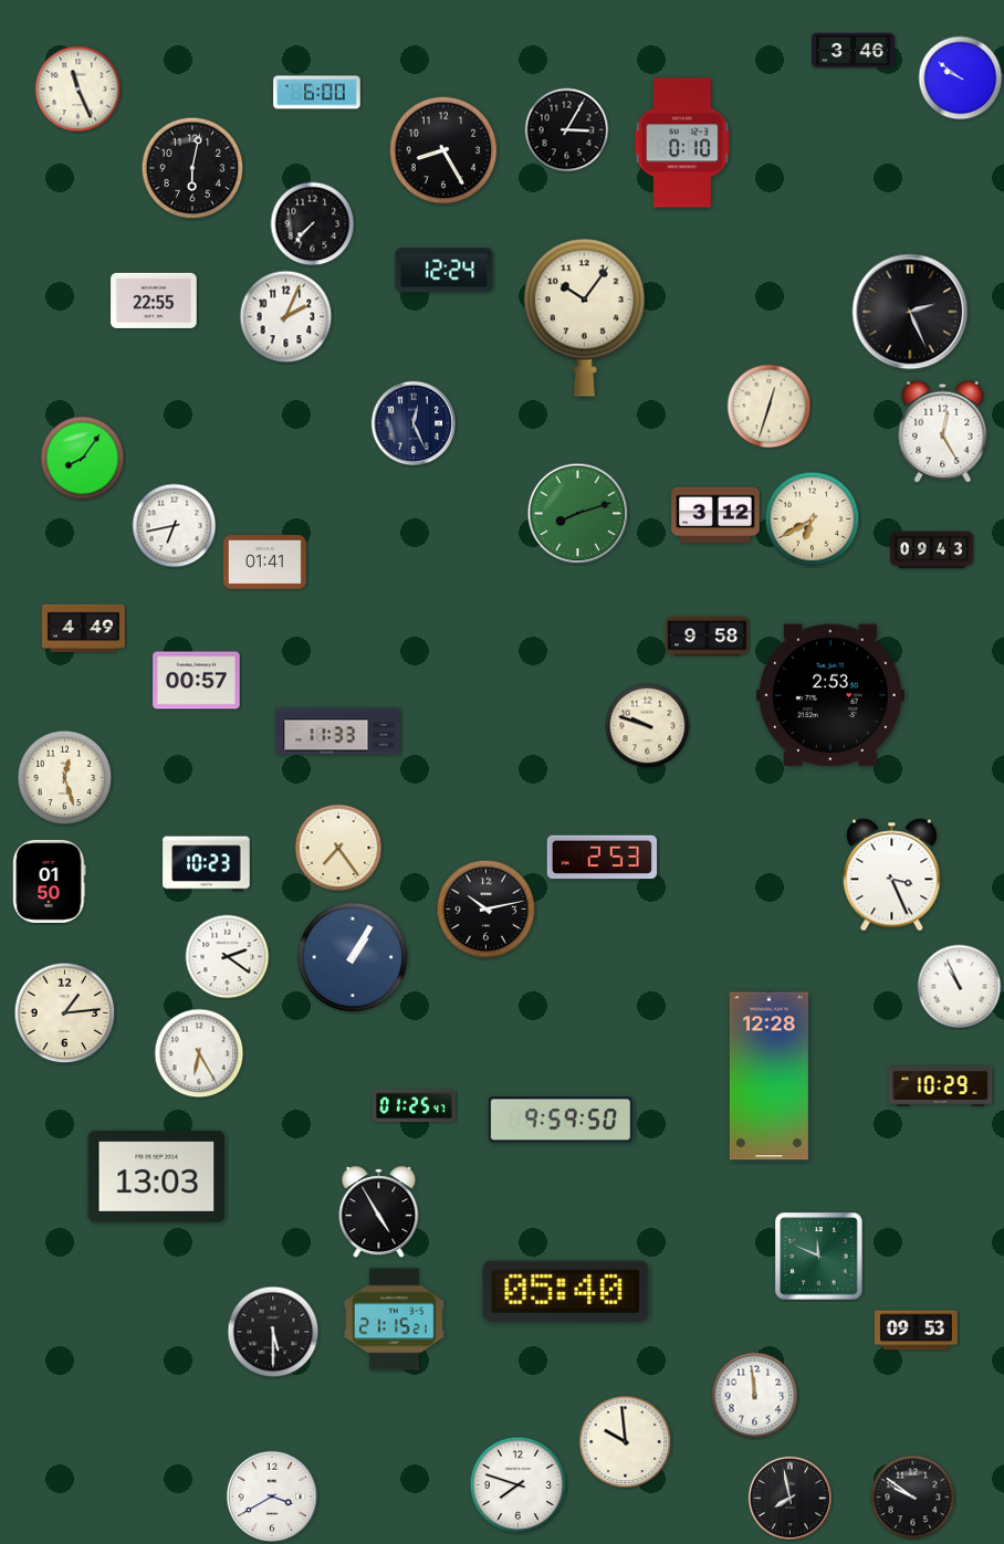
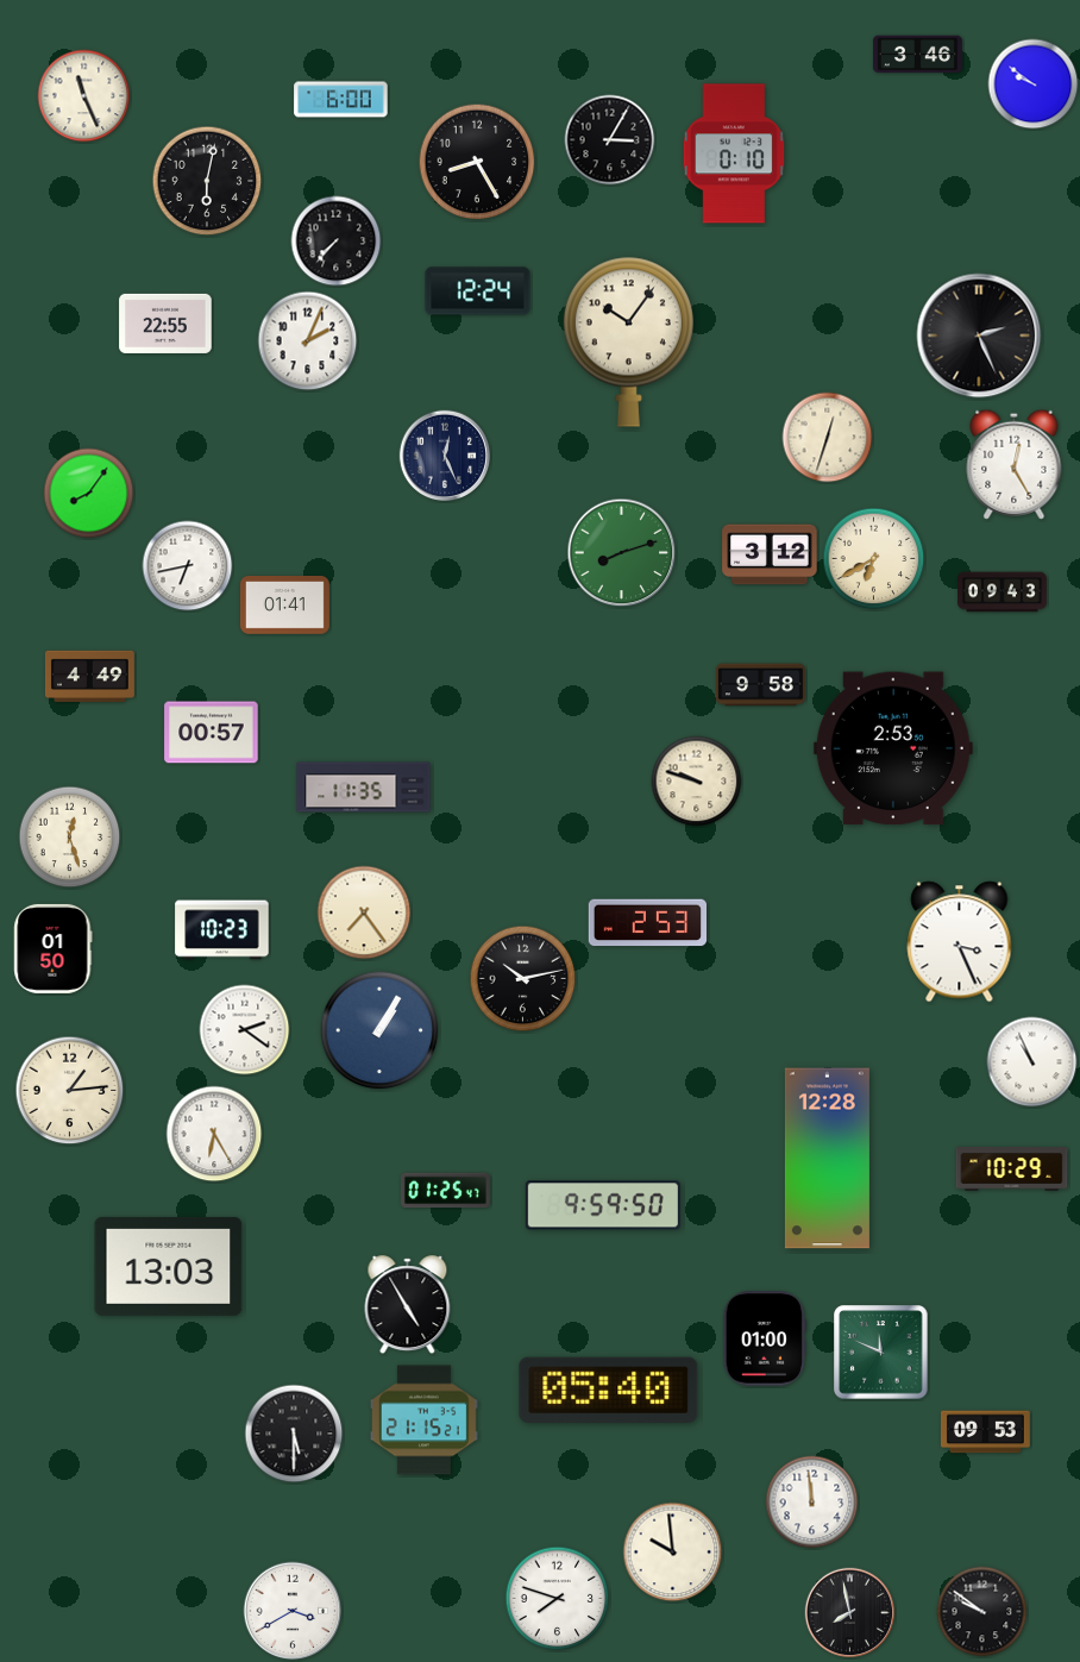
clock at (338, 732): 11:33 -> 11:35
clock at (765, 1338): none -> 01:00
